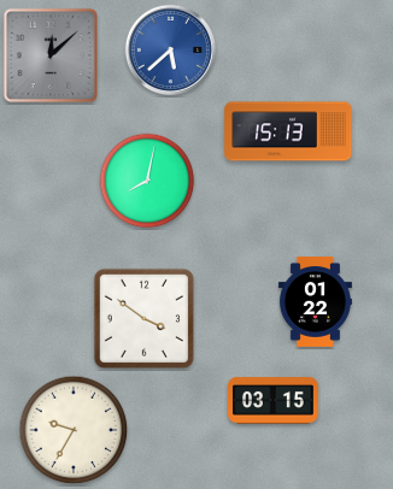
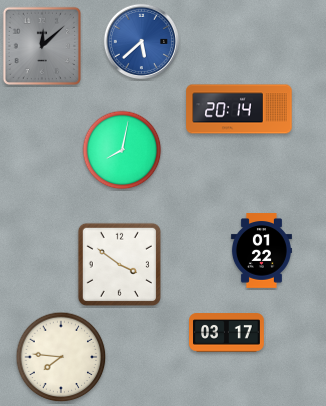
clock at (288, 131): 15:13 -> 20:14
clock at (274, 401): 03:15 -> 03:17
clock at (74, 430): 9:35 -> 7:46
